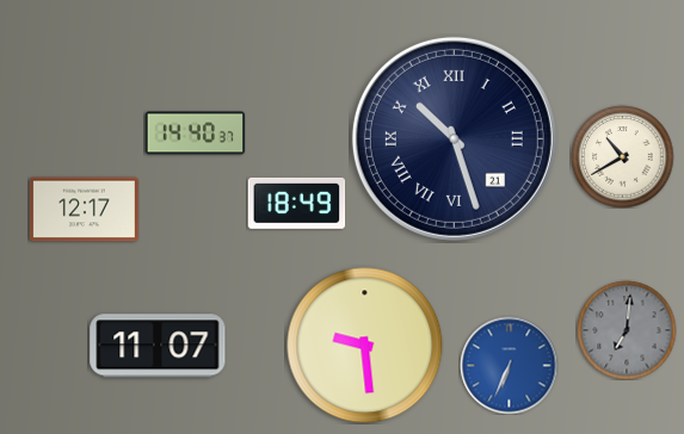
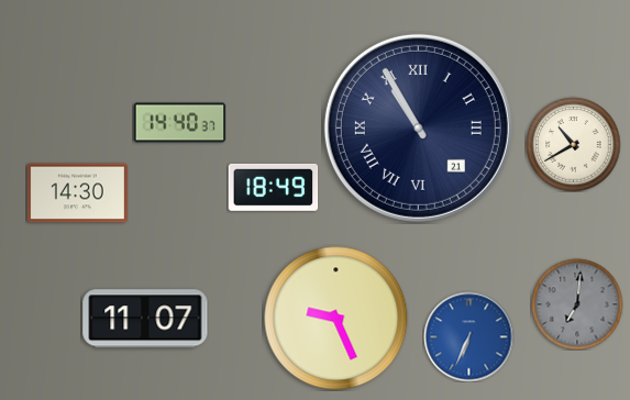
clock at (454, 138): 10:27 -> 10:55
clock at (84, 210): 12:17 -> 14:30
clock at (365, 346): 9:29 -> 9:26
